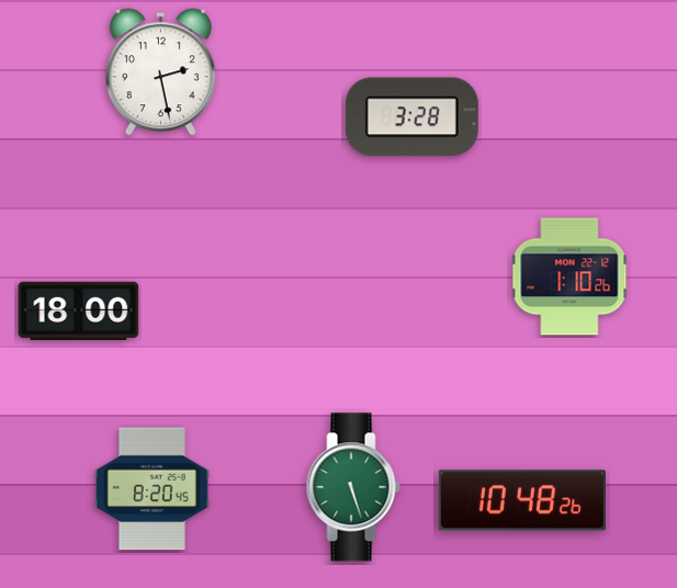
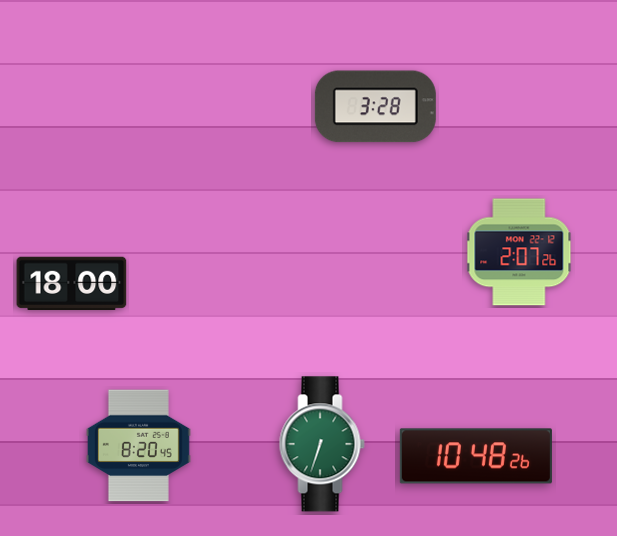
clock at (160, 72): 2:28 -> none
clock at (569, 276): 1:10 -> 2:07
clock at (353, 487): 5:27 -> 6:33
